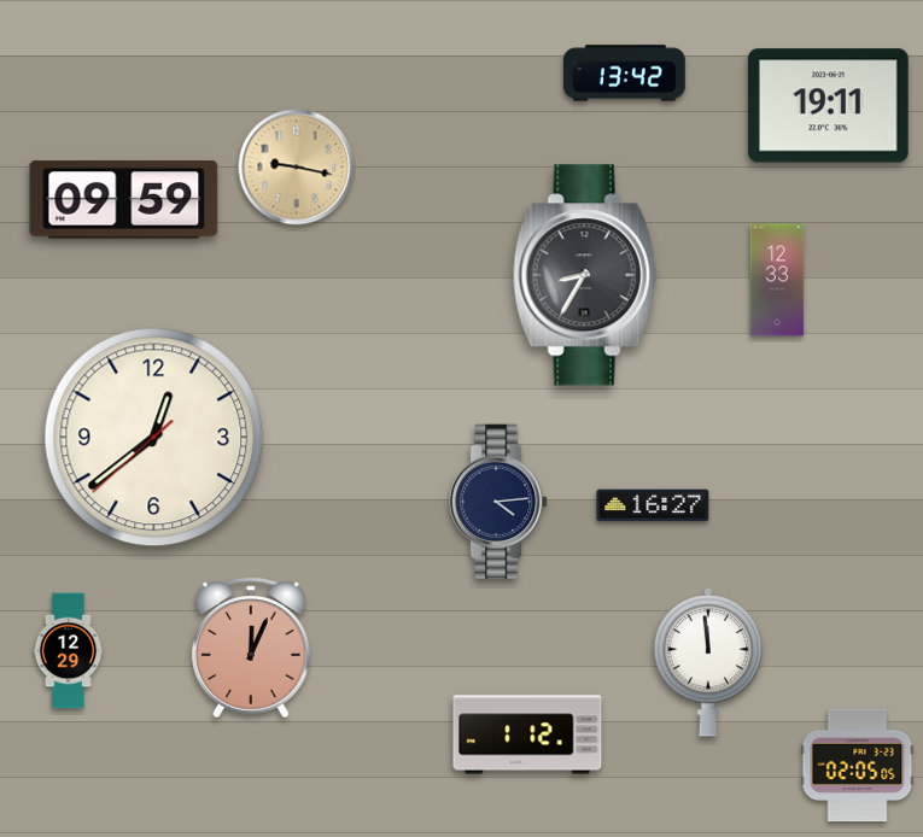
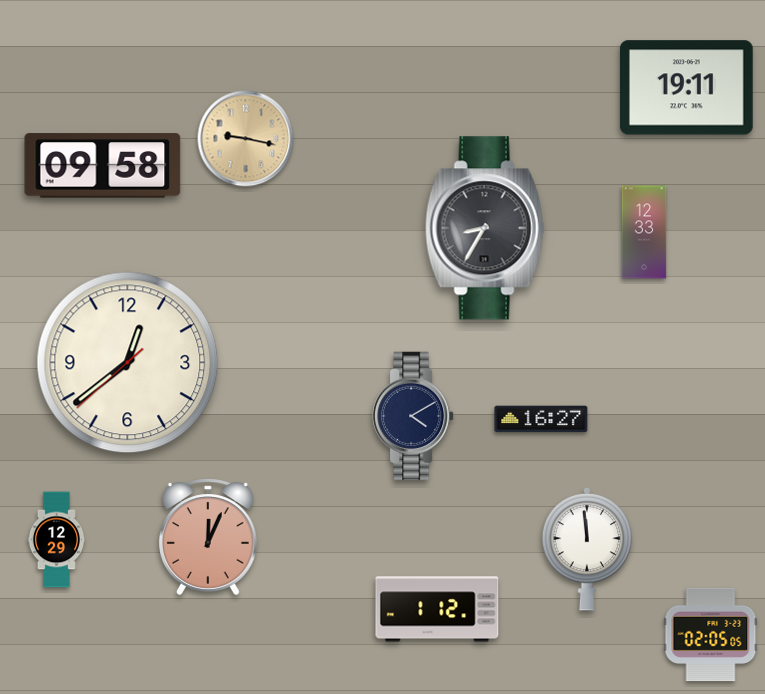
clock at (624, 74): 13:42 -> none
clock at (124, 200): 09:59 -> 09:58
clock at (498, 502): 4:14 -> 4:10
